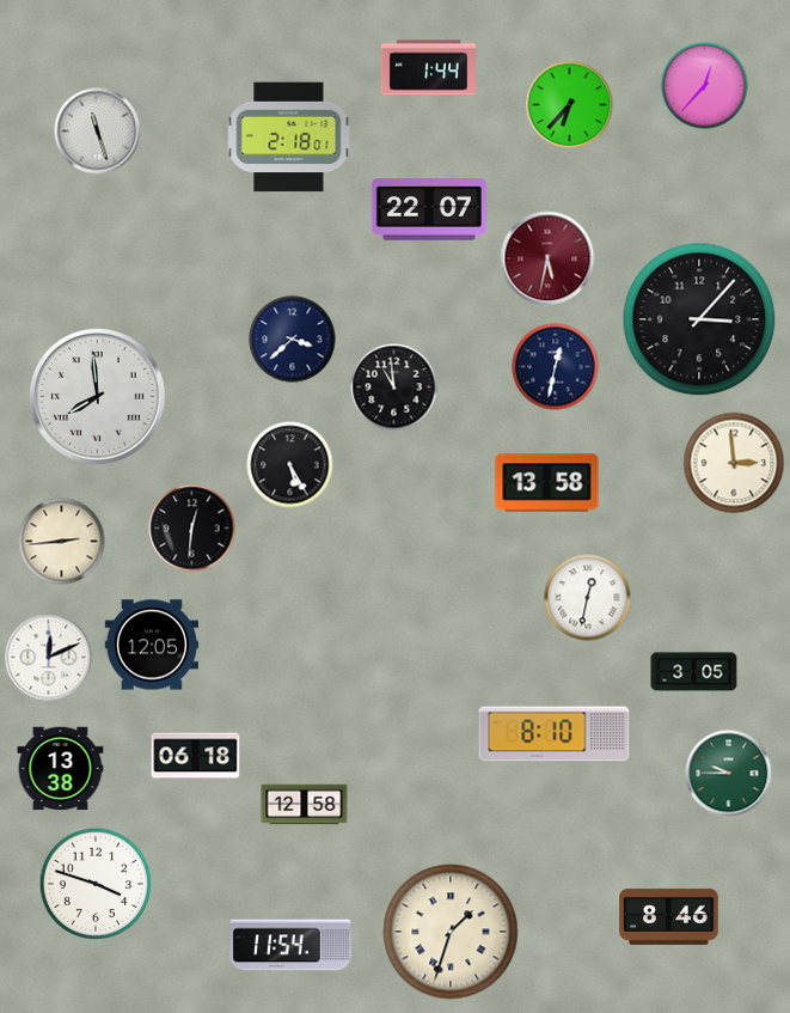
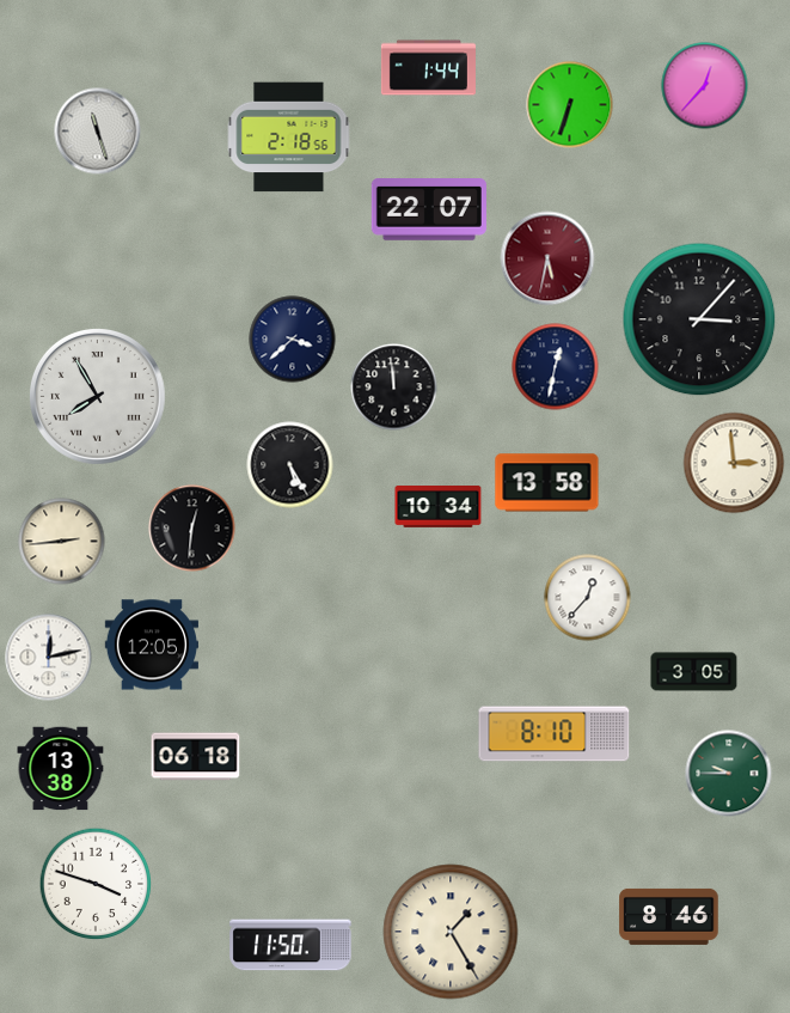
clock at (570, 105): 6:37 -> 6:33
clock at (289, 138): 2:18:01 -> 2:18:56
clock at (394, 387): 10:59 -> 11:59
clock at (97, 396): 7:59 -> 7:55
clock at (439, 507): none -> 10:34
clock at (588, 598): 12:32 -> 12:37
clock at (49, 658): 12:11 -> 12:13
clock at (305, 805): 12:58 -> none
clock at (451, 932): 1:33 -> 1:25
clock at (290, 945): 11:54 -> 11:50
